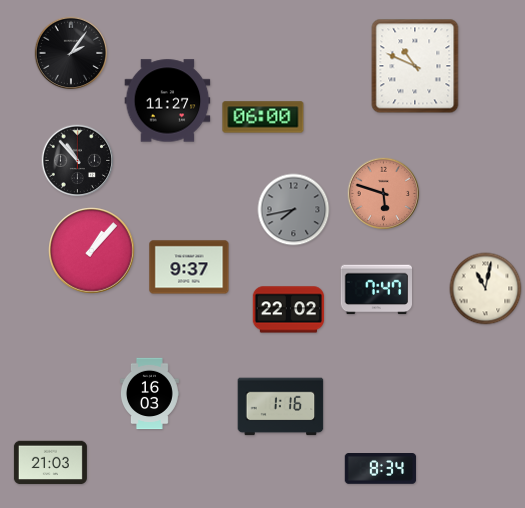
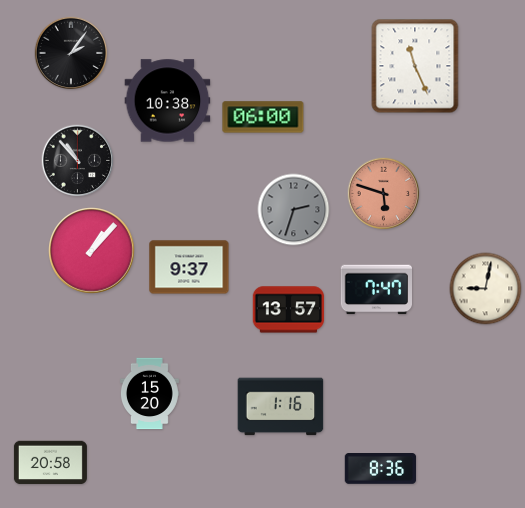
clock at (415, 66): 10:49 -> 11:26
clock at (168, 101): 11:27 -> 10:38
clock at (294, 210): 7:43 -> 2:33
clock at (486, 289): 11:02 -> 9:02
clock at (289, 310): 22:02 -> 13:57
clock at (149, 394): 16:03 -> 15:20
clock at (50, 463): 21:03 -> 20:58
clock at (381, 469): 8:34 -> 8:36
